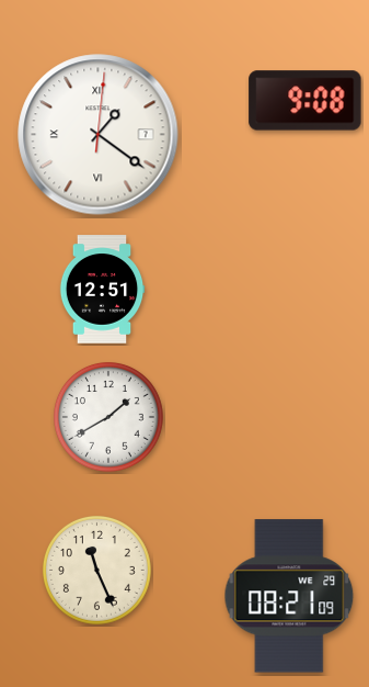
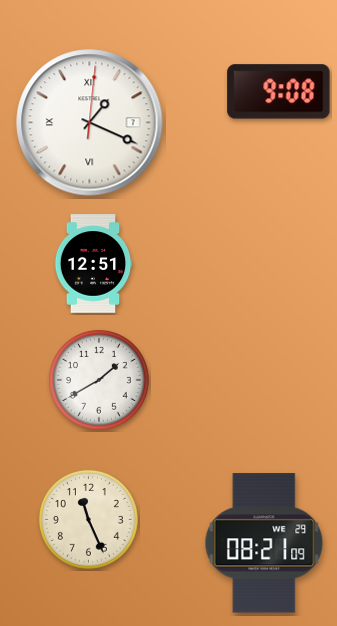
clock at (99, 135): 1:21 -> 1:19
